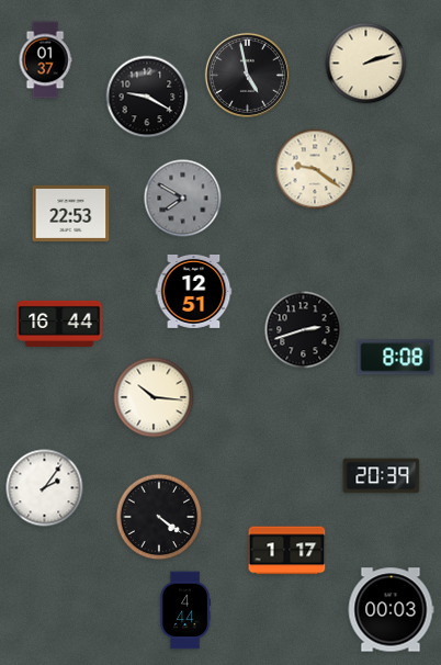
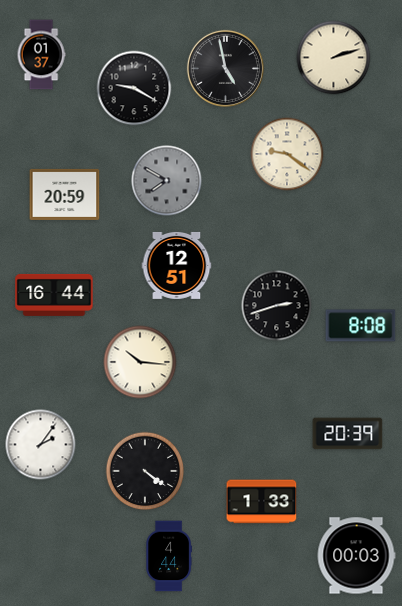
clock at (71, 213): 22:53 -> 20:59
clock at (304, 330) position: (304, 330) -> (277, 306)
clock at (287, 551): 1:17 -> 1:33
